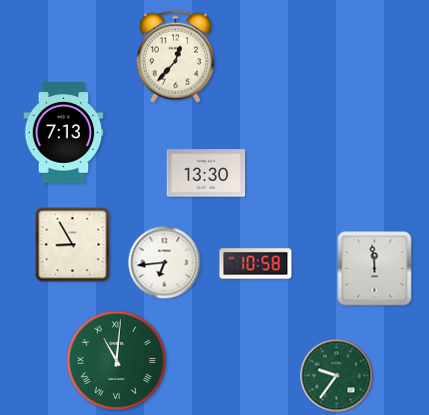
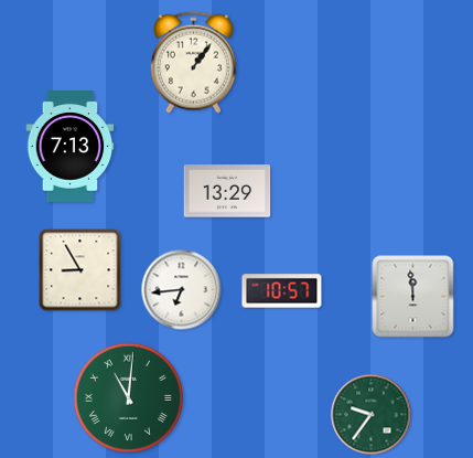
clock at (175, 56): 12:37 -> 1:06
clock at (206, 173): 13:30 -> 13:29
clock at (256, 264): 10:58 -> 10:57
